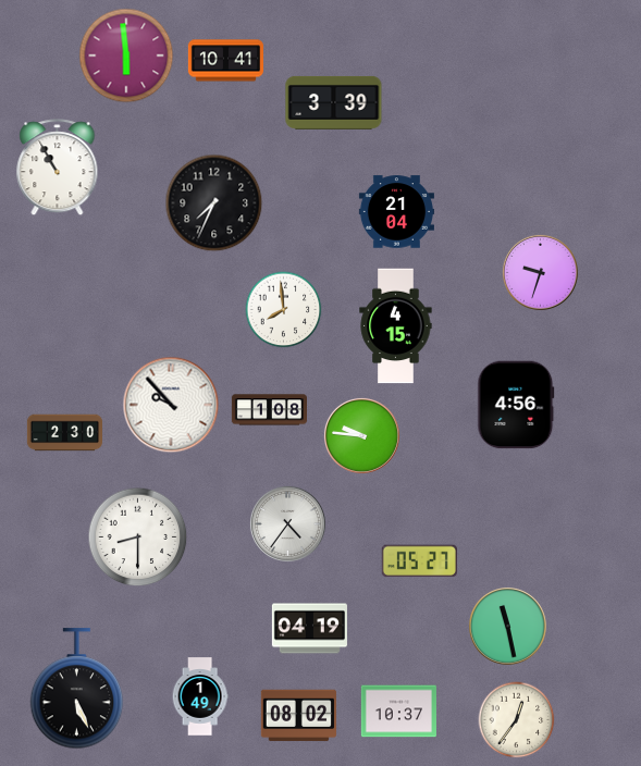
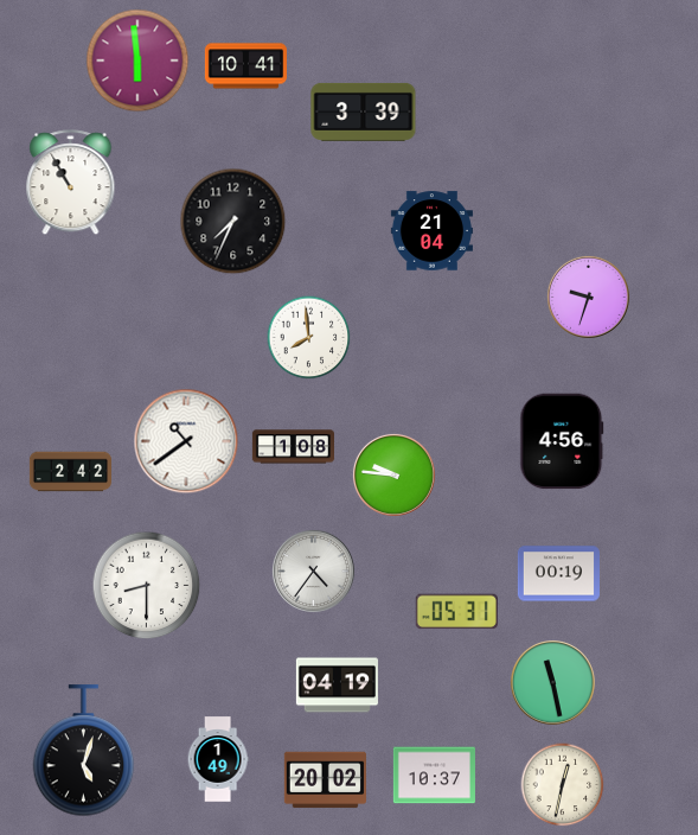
clock at (58, 168) position: (58, 168) -> (71, 183)
clock at (396, 326): 4:15 -> none
clock at (171, 405): 9:53 -> 10:39
clock at (64, 433): 2:30 -> 2:42
clock at (558, 574): none -> 00:19
clock at (138, 538) position: (138, 538) -> (147, 586)
clock at (419, 561): 05:27 -> 05:31
clock at (77, 689): 5:26 -> 5:03
clock at (298, 716): 08:02 -> 20:02
clock at (517, 720): 12:36 -> 12:32
